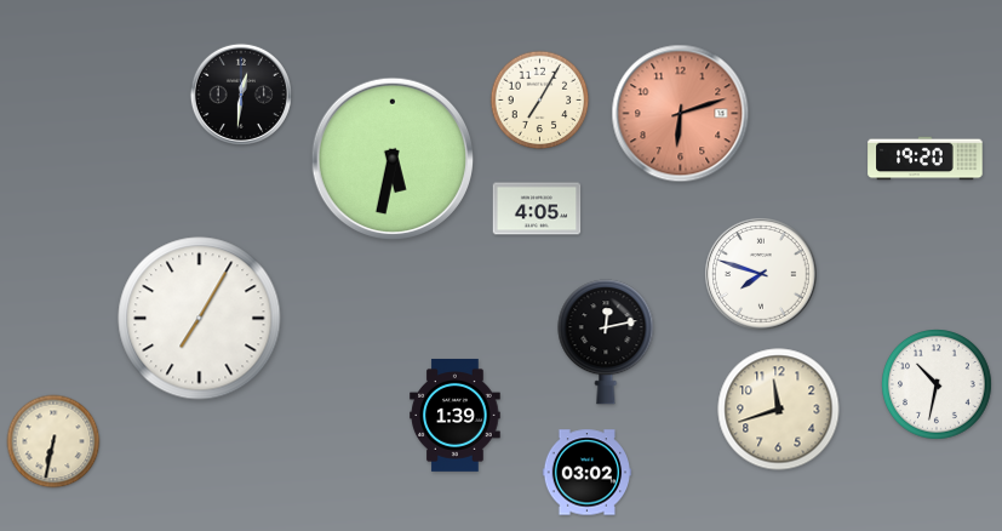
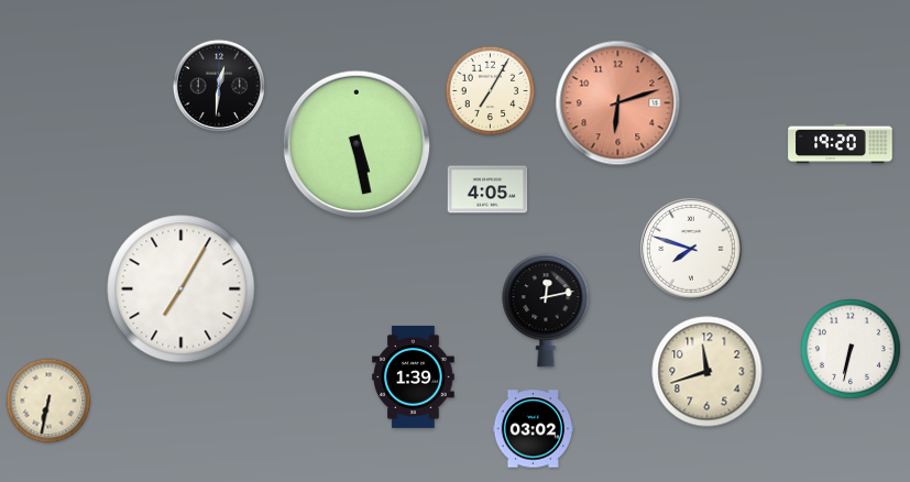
clock at (391, 158): 5:32 -> 5:28
clock at (606, 342) position: (606, 342) -> (546, 310)
clock at (938, 386): 10:32 -> 6:32
